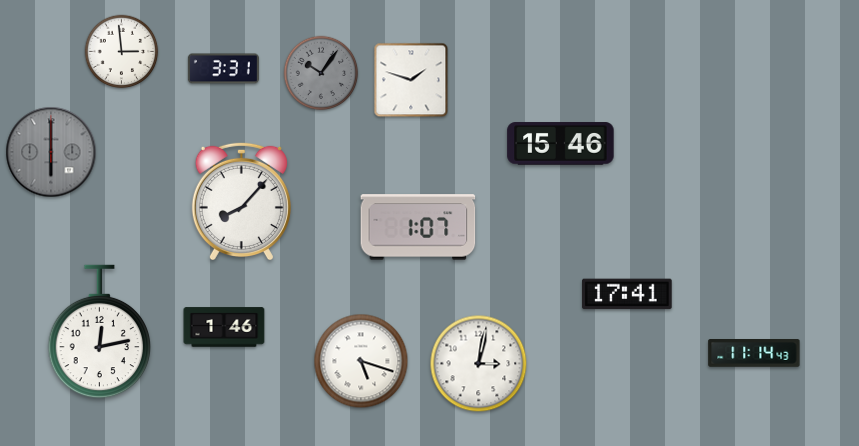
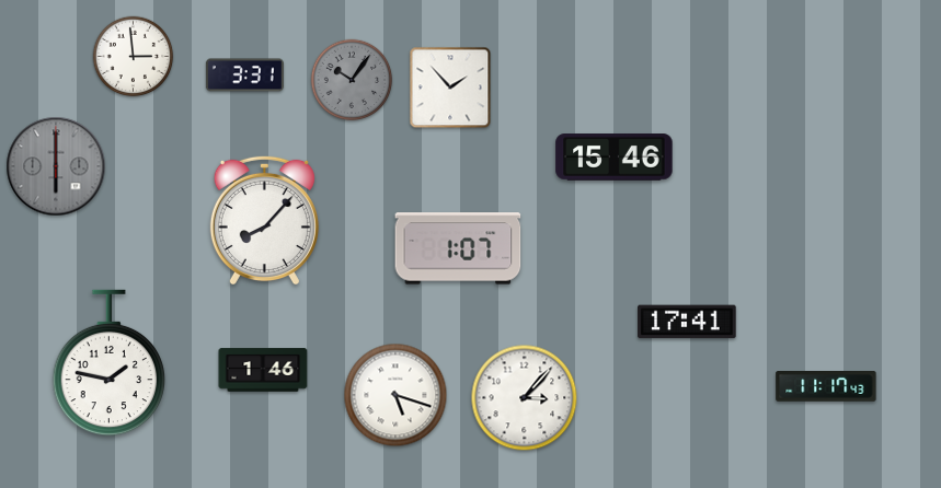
clock at (411, 80): 1:48 -> 1:53
clock at (224, 327) position: (224, 327) -> (263, 370)
clock at (100, 332): 12:13 -> 1:47
clock at (754, 354): 11:14 -> 11:17
clock at (479, 364): 3:02 -> 3:07
